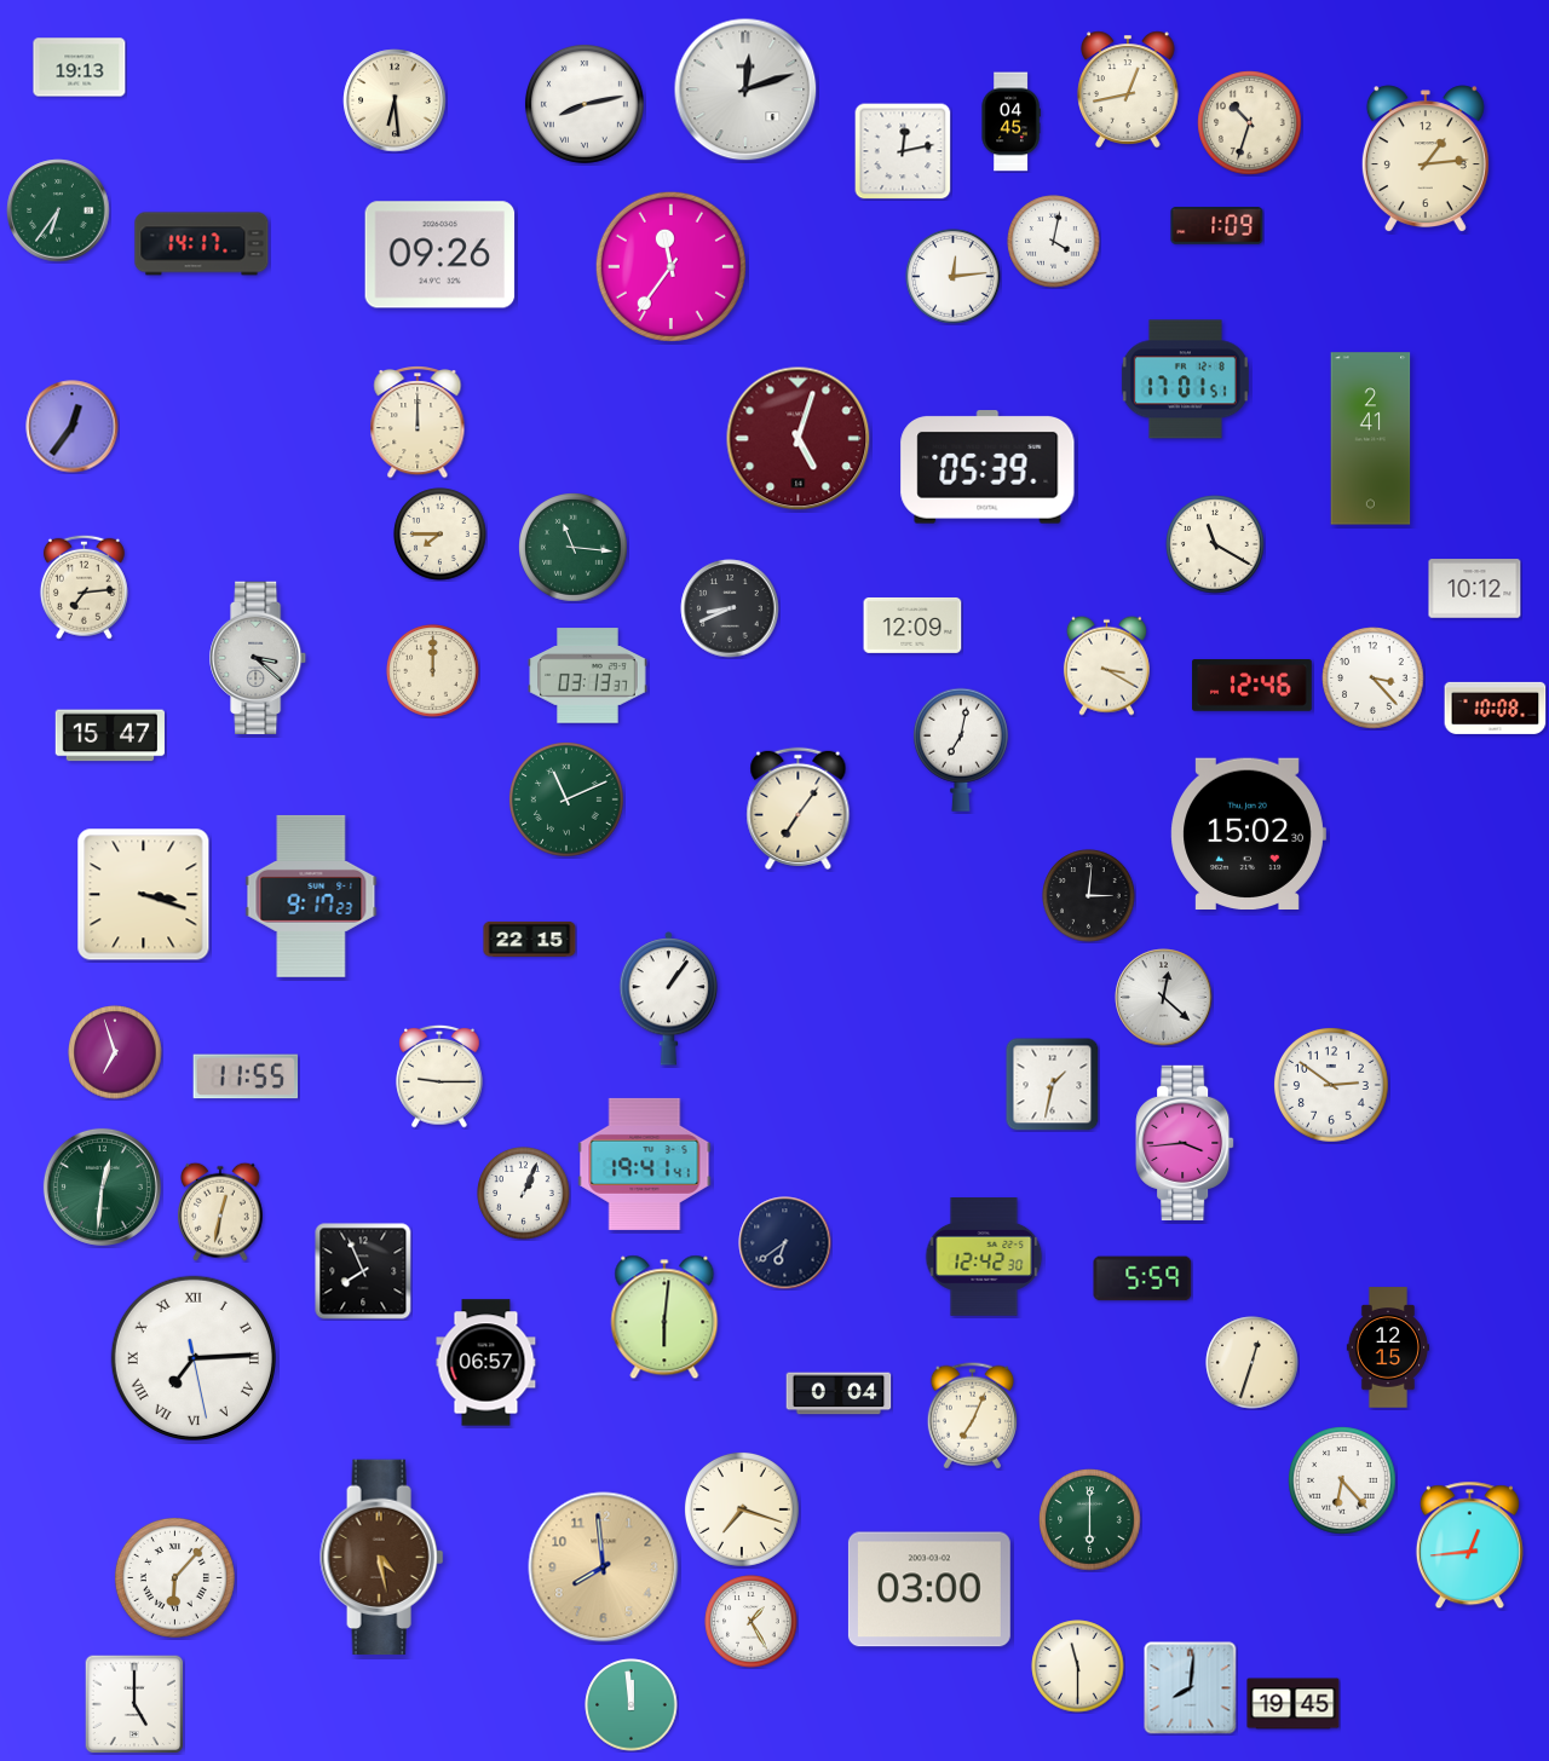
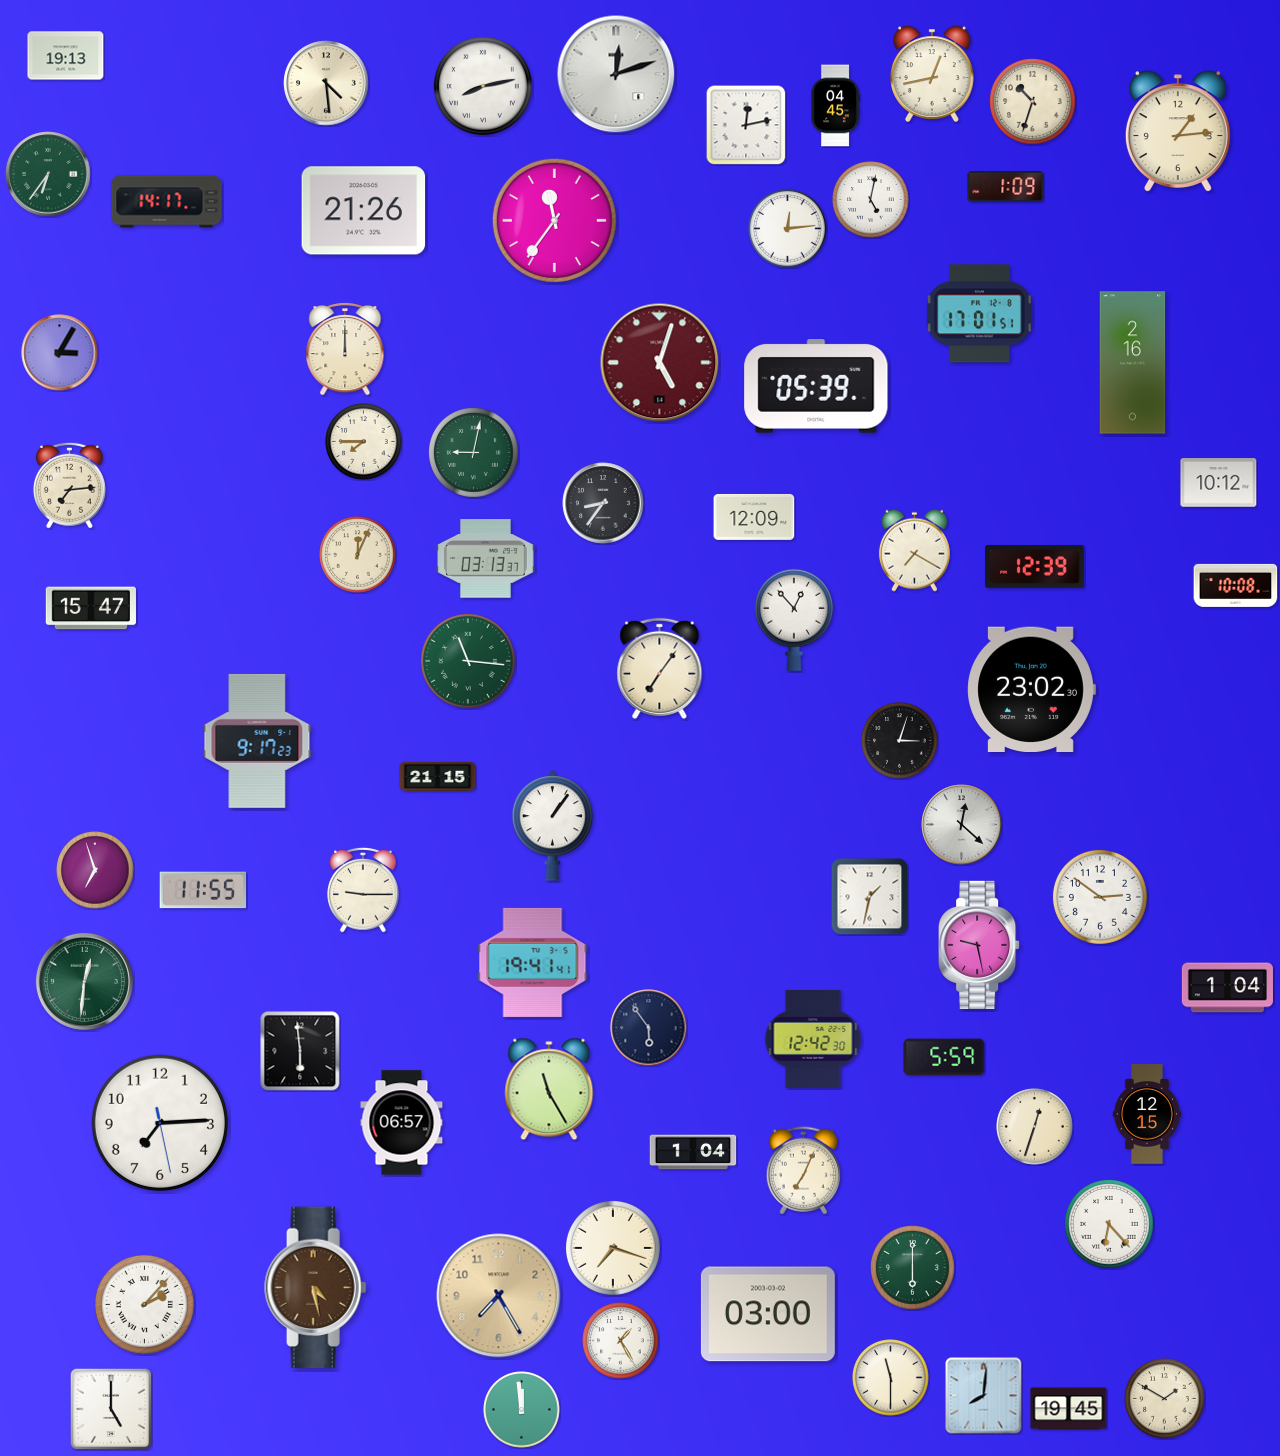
clock at (395, 100): 6:29 -> 4:29
clock at (1010, 122) position: (1010, 122) -> (835, 106)
clock at (1054, 242): 4:02 -> 5:02
clock at (440, 255): 09:26 -> 21:26
clock at (73, 427): 12:36 -> 3:05
clock at (1371, 439): 2:41 -> 2:16
clock at (1215, 544): 11:20 -> none
clock at (574, 548): 11:16 -> 9:02
clock at (1475, 589) position: (1475, 589) -> (1219, 483)
clock at (730, 608): 8:41 -> 8:36
clock at (259, 657): 3:22 -> none
clock at (1106, 665): 3:20 -> 7:20
clock at (433, 671): 12:00 -> 12:04
clock at (1374, 679): 3:23 -> none
clock at (1253, 686): 12:46 -> 12:39
clock at (961, 750): 7:02 -> 12:53
clock at (566, 799): 11:11 -> 11:16
clock at (1248, 833): 15:02 -> 23:02
clock at (144, 895): 3:18 -> none
clock at (1089, 896): 3:01 -> 3:03
clock at (530, 939): 22:15 -> 21:15
clock at (1185, 1143): 3:44 -> 9:28
clock at (524, 1194): 1:04 -> none
clock at (1227, 988): none -> 1:04
clock at (221, 1212): 12:32 -> none
clock at (785, 1243): 6:39 -> 5:54
clock at (363, 1271): 7:56 -> 5:59
clock at (664, 1317): 6:01 -> 11:25
clock at (194, 1358) numerals: Roman -> Arabic
clock at (486, 1363) position: (486, 1363) -> (402, 1123)
clock at (839, 1393): 0:04 -> 1:04
clock at (1090, 1520) position: (1090, 1520) -> (913, 1268)
clock at (1469, 1546): 12:44 -> none
clock at (604, 1567): 7:59 -> 7:25
clock at (174, 1577): 6:07 -> 2:07
clock at (1165, 1399): none -> 1:50
